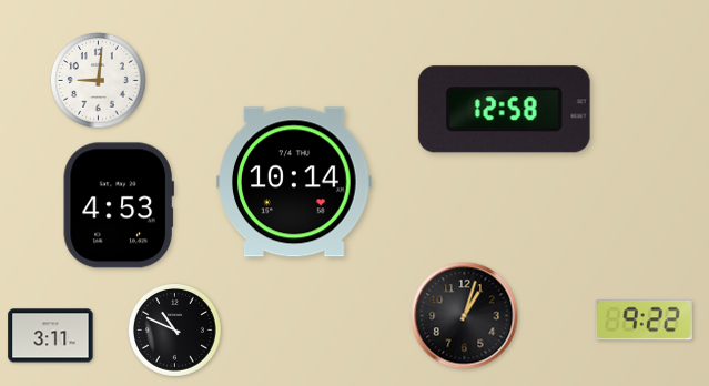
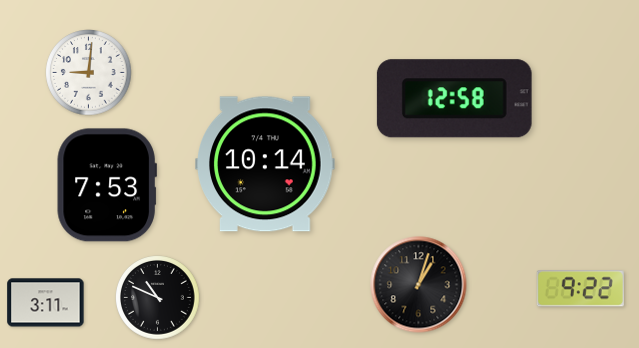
clock at (119, 205): 4:53 -> 7:53
